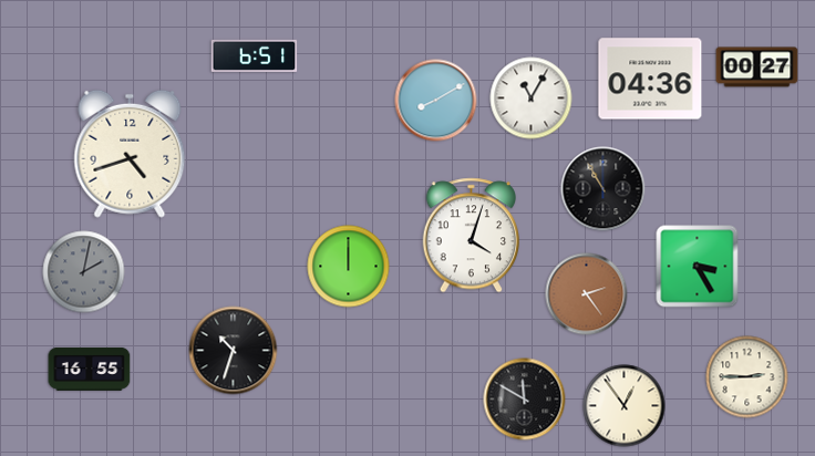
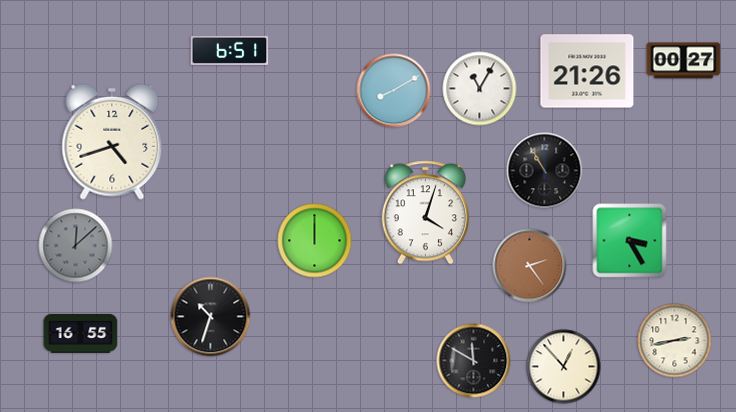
clock at (650, 79): 04:36 -> 21:26
clock at (130, 154) position: (130, 154) -> (112, 142)
clock at (84, 272): 2:02 -> 12:08
clock at (747, 377): 2:45 -> 2:43
clock at (625, 406): 12:54 -> 12:53
